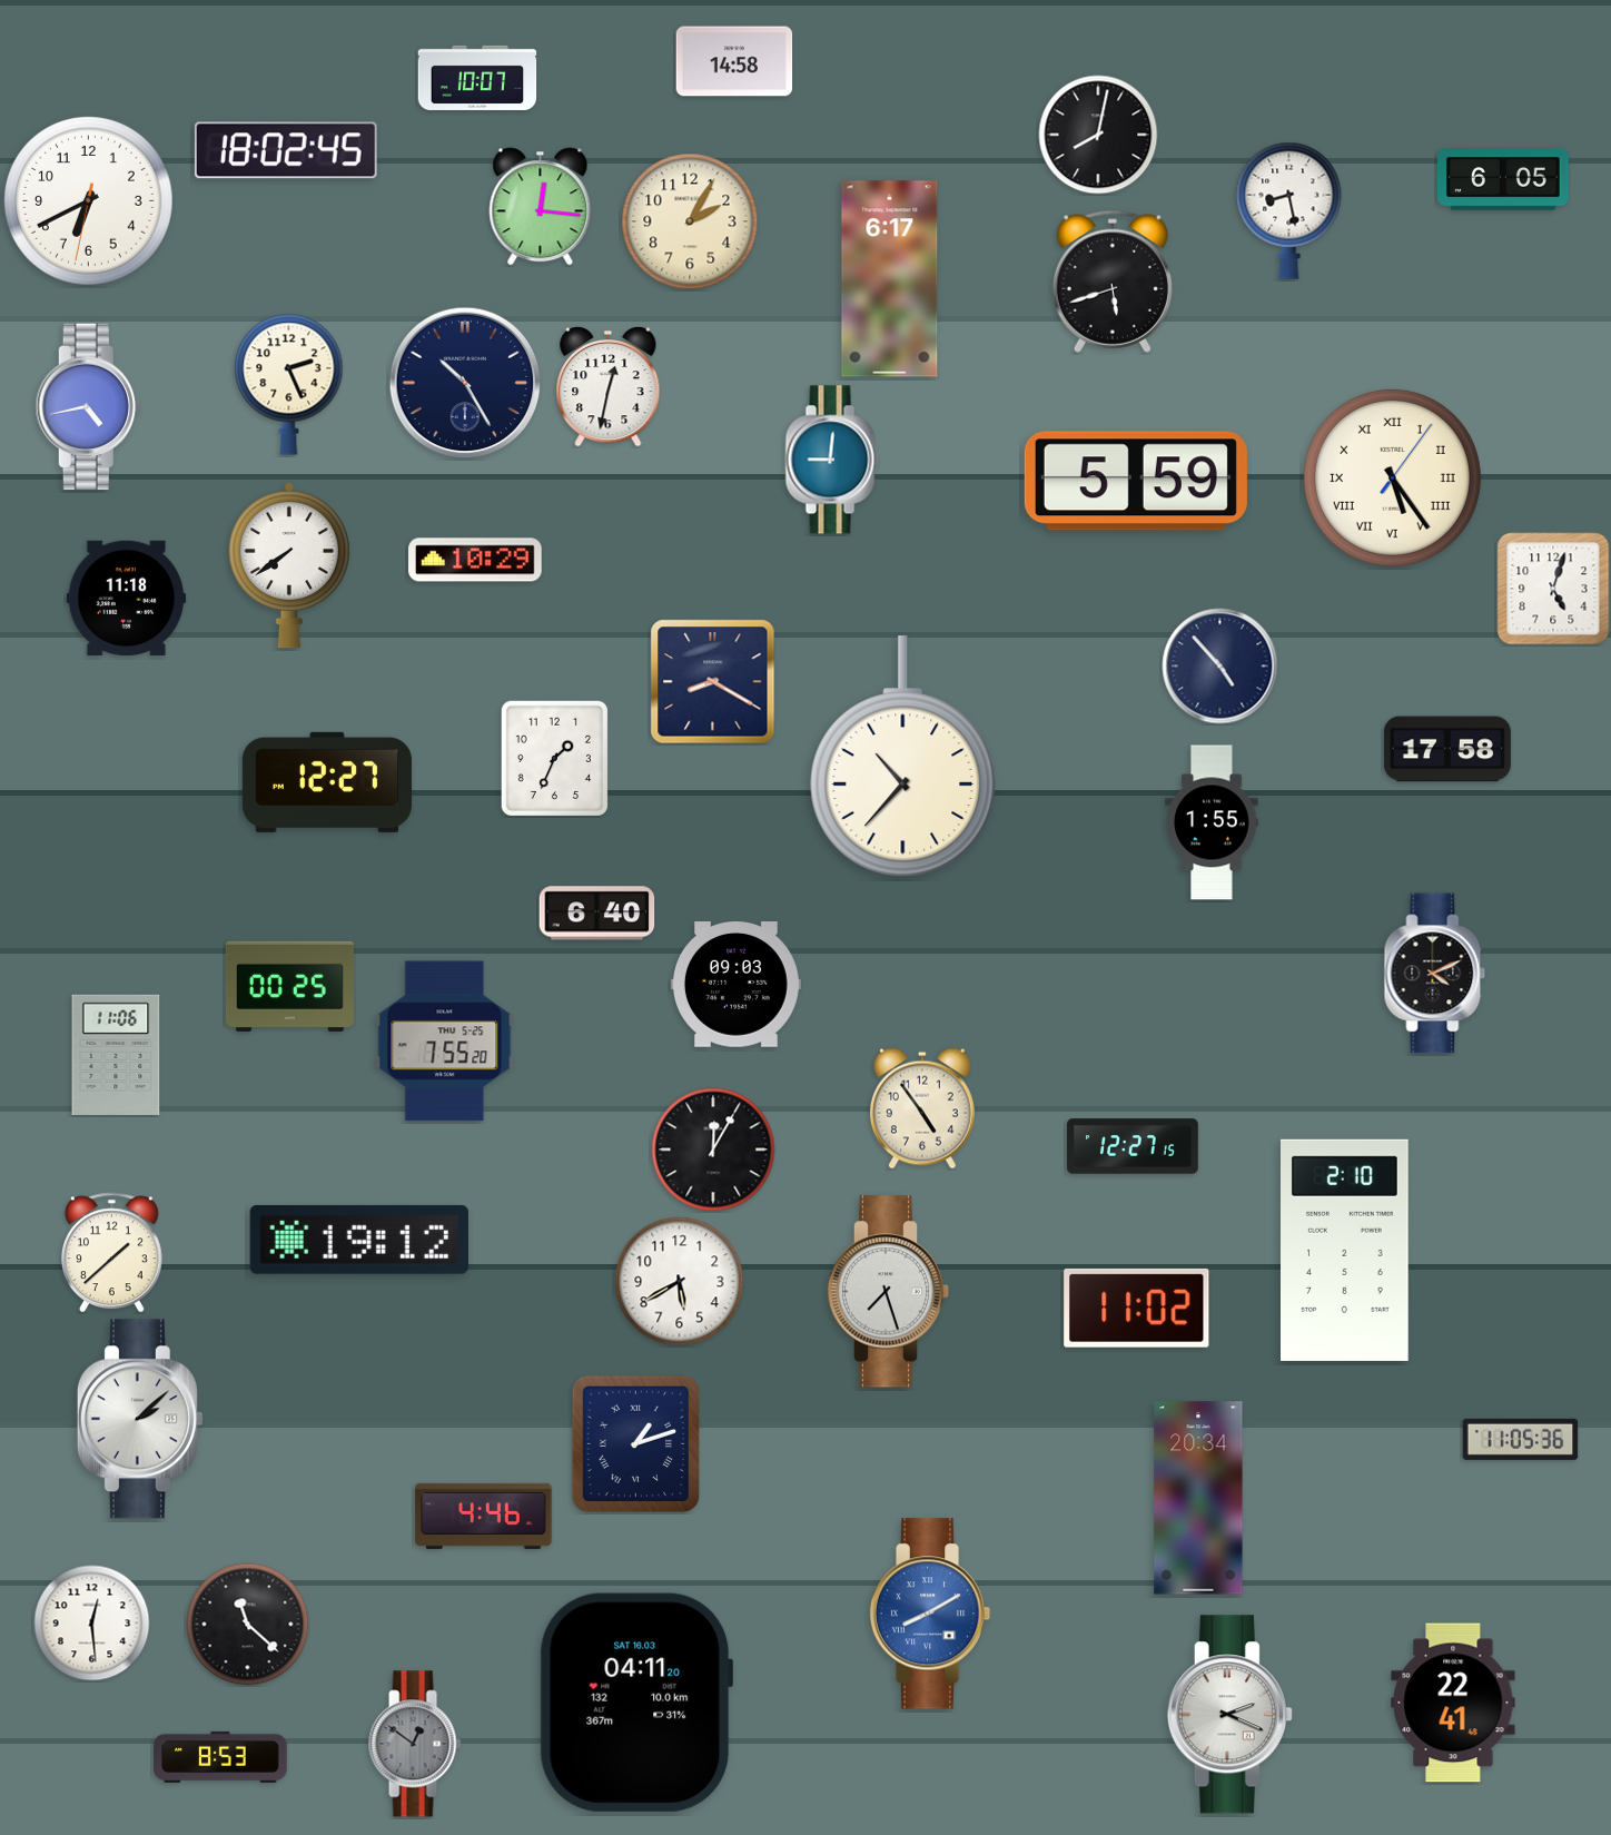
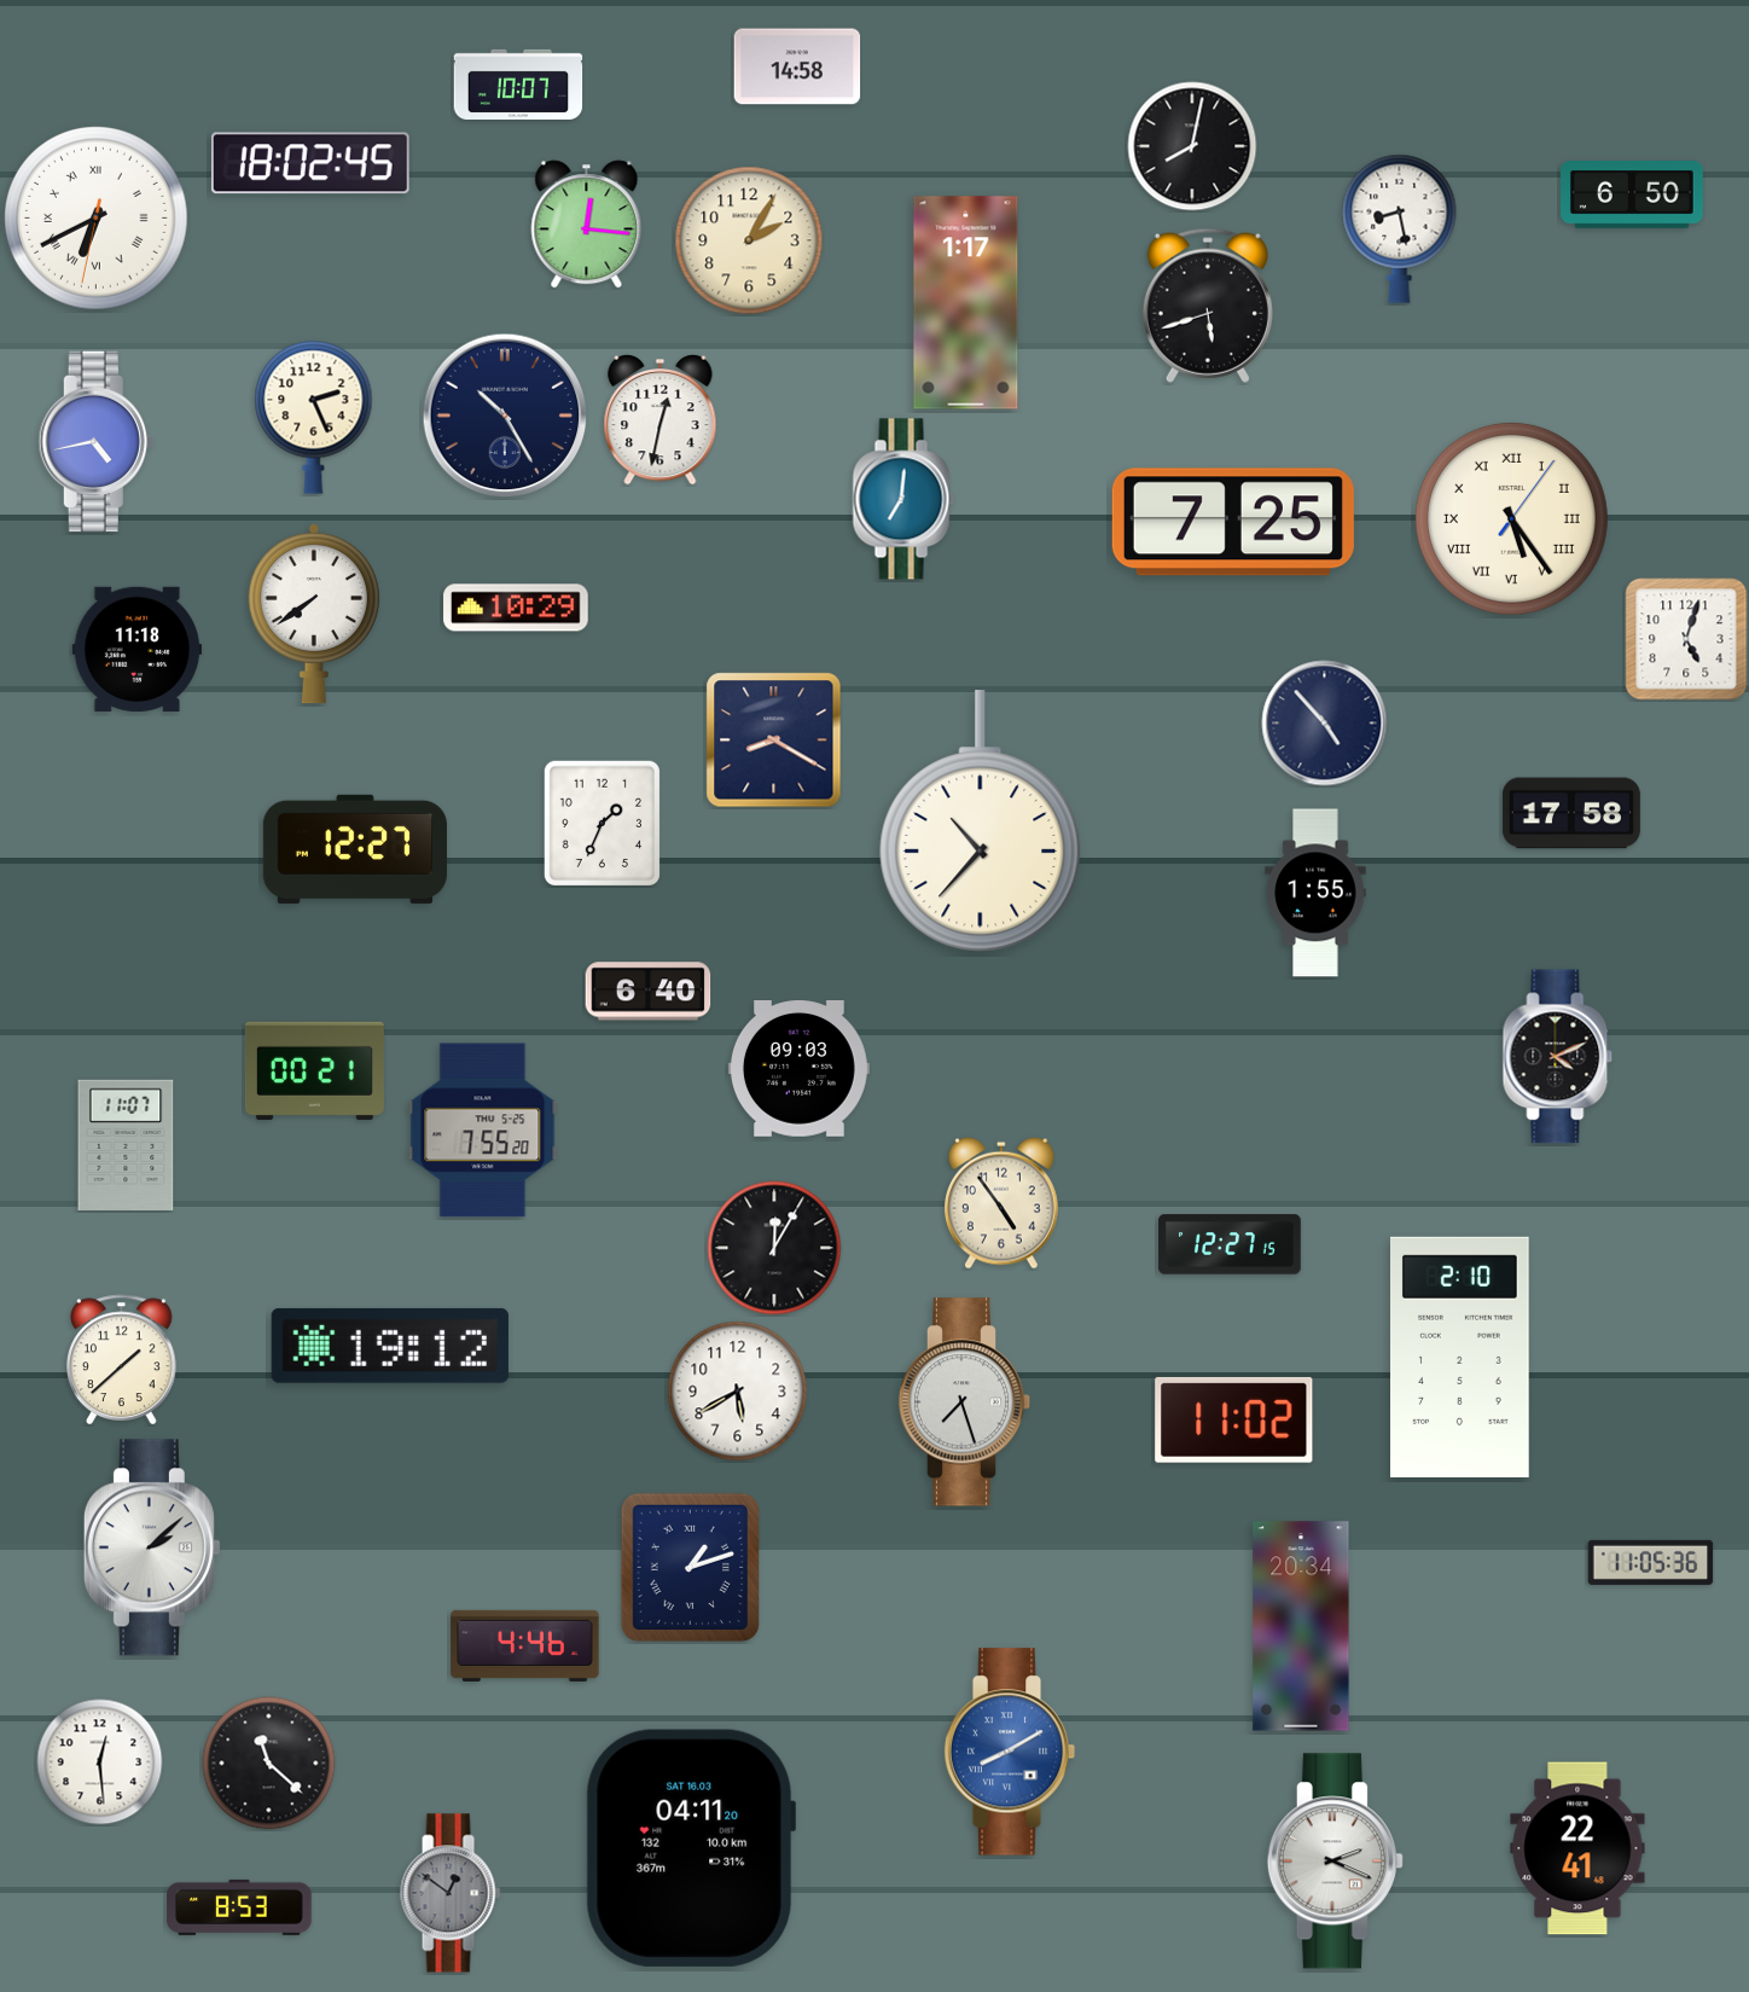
clock at (1504, 179): 6:05 -> 6:50
clock at (89, 201) numerals: Arabic -> Roman
clock at (890, 279): 6:17 -> 1:17
clock at (832, 460): 9:01 -> 7:01
clock at (1136, 481): 5:59 -> 7:25
clock at (289, 986): 00:25 -> 00:21
clock at (116, 1055): 11:06 -> 11:07
clock at (140, 1419) position: (140, 1419) -> (152, 1547)
